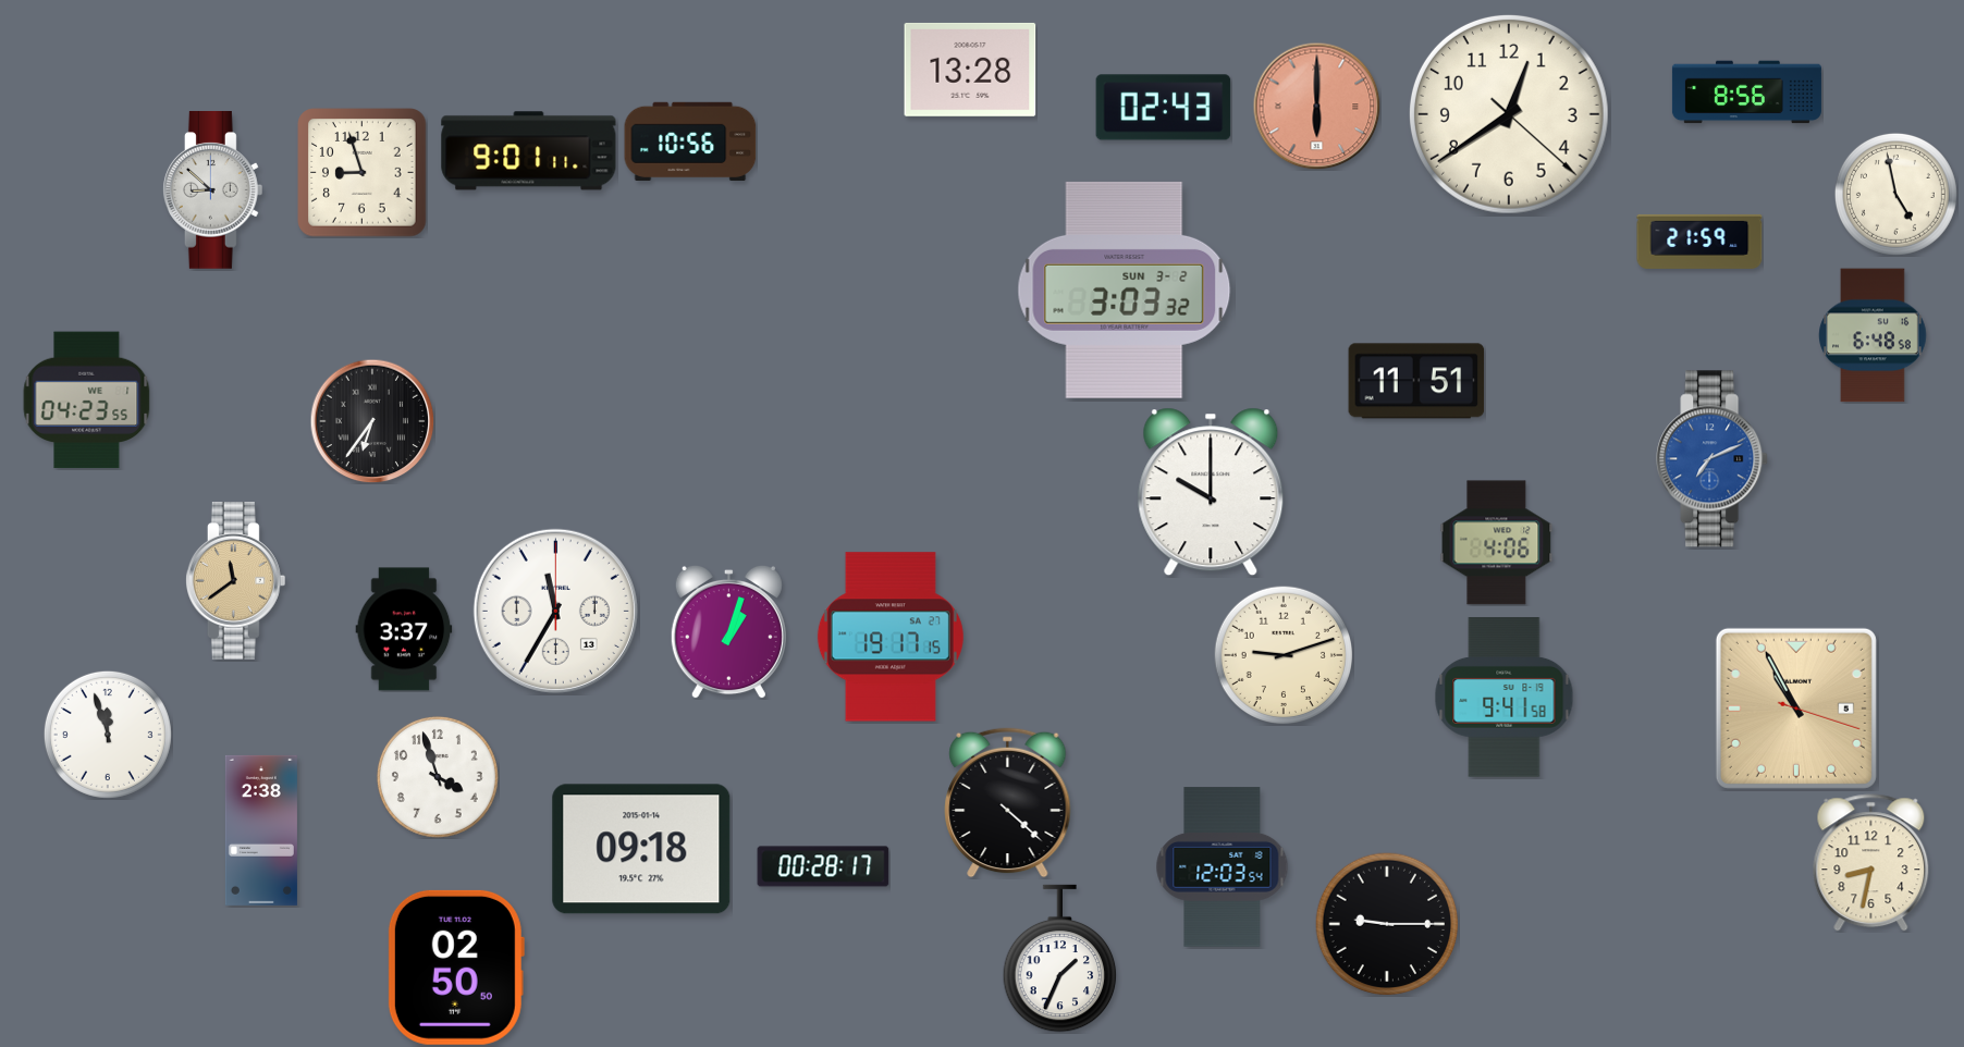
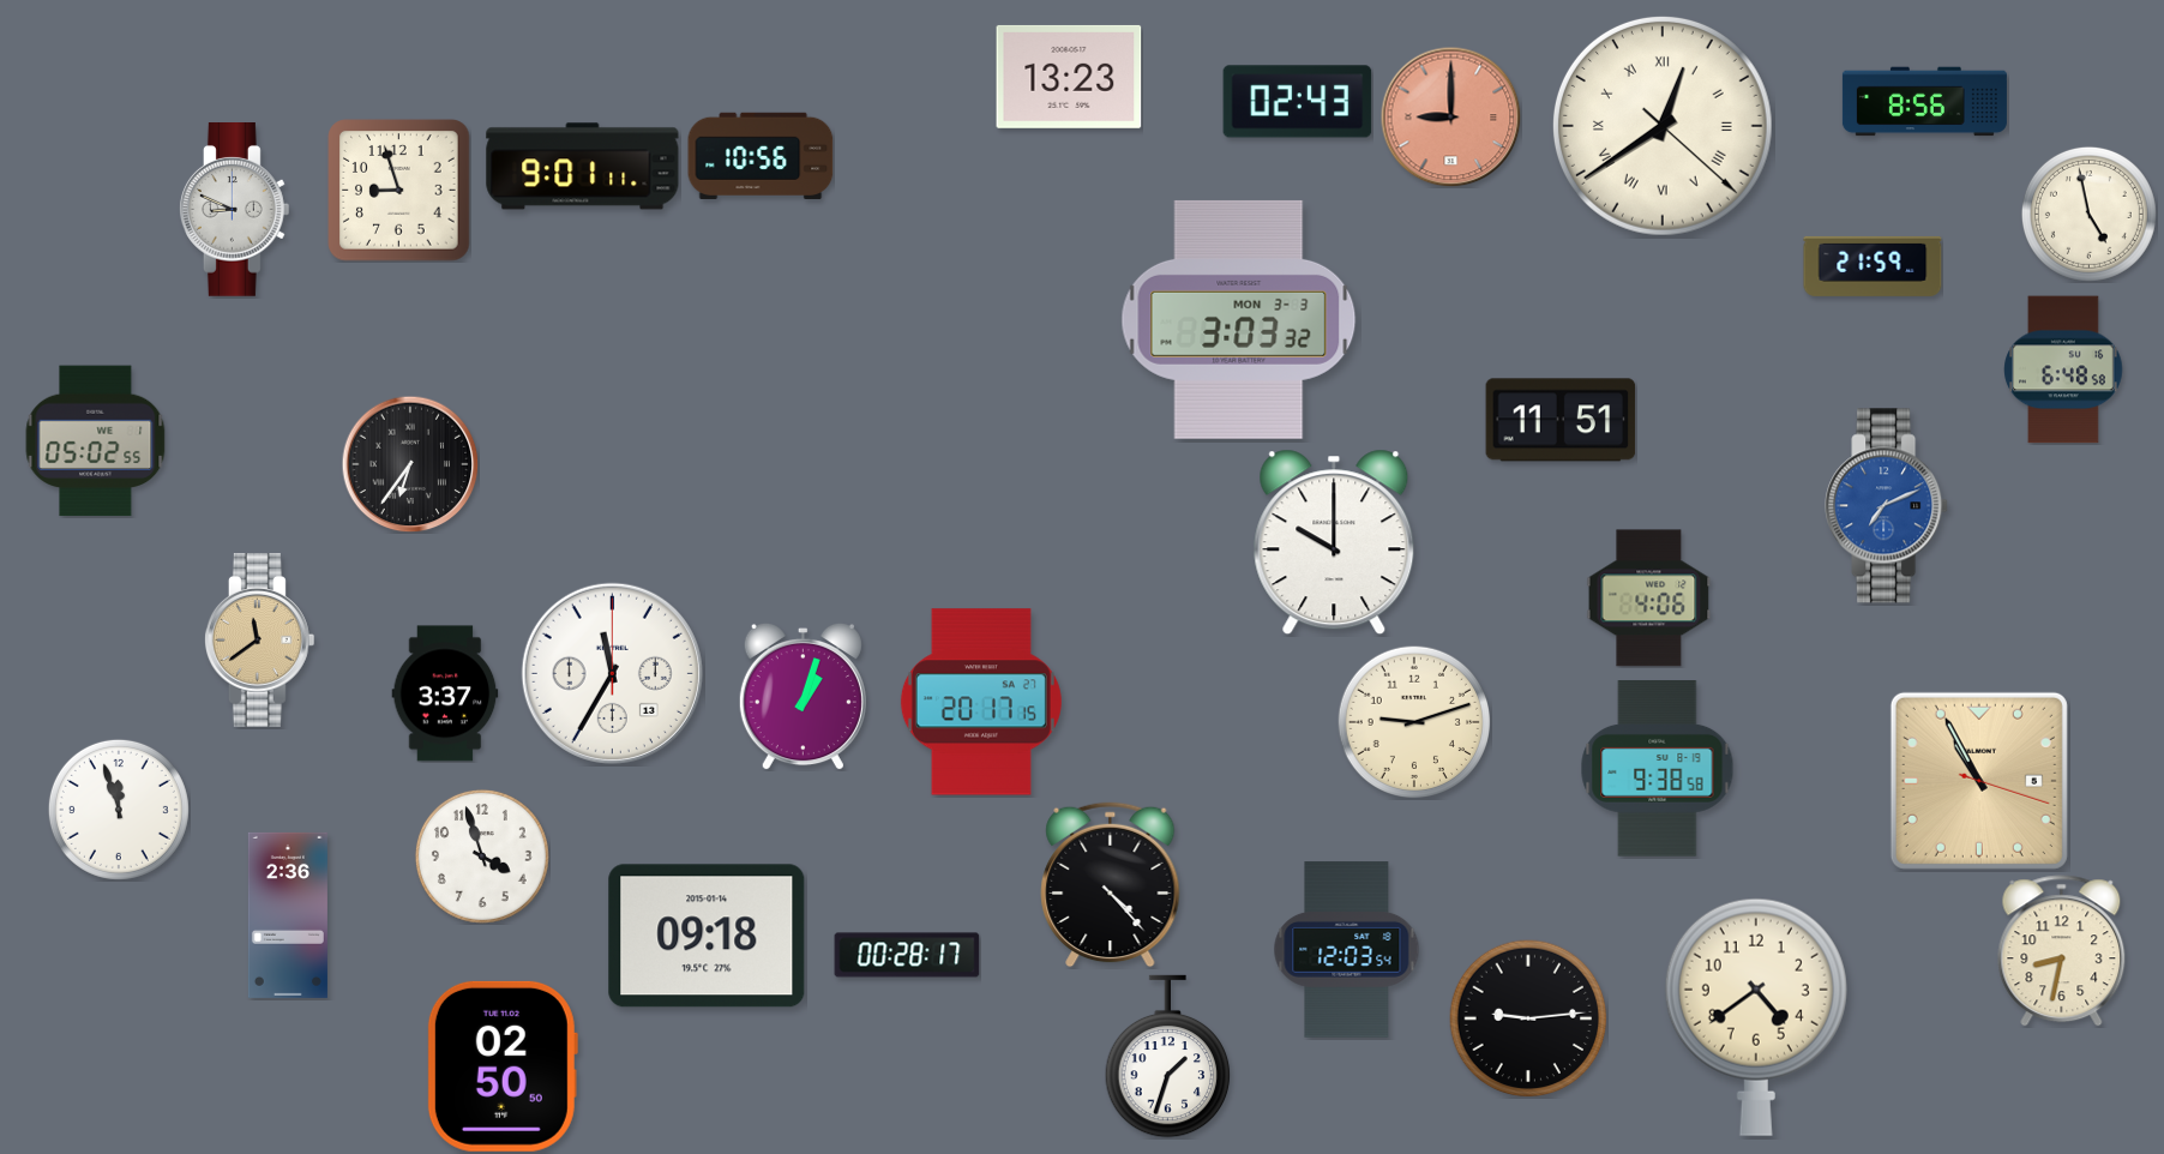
clock at (970, 70): 13:28 -> 13:23
clock at (1316, 106): 6:00 -> 9:00
clock at (1164, 108) position: (1164, 108) -> (1298, 102)
clock at (1509, 114) numerals: Arabic -> Roman
clock at (212, 190): 8:52 -> 8:49
clock at (1125, 290) date: SUN 3-2 -> MON 3-3
clock at (87, 401): 04:23 -> 05:02
clock at (891, 637): 19:17 -> 20:17
clock at (1505, 698): 9:41 -> 9:38
clock at (1008, 803): 4:22 -> 4:23
clock at (261, 830): 2:38 -> 2:36
clock at (1223, 867) position: (1223, 867) -> (1347, 950)
clock at (1756, 1017): none -> 4:39
clock at (1387, 924): 9:15 -> 9:14
clock at (1060, 959): 1:34 -> 1:33
